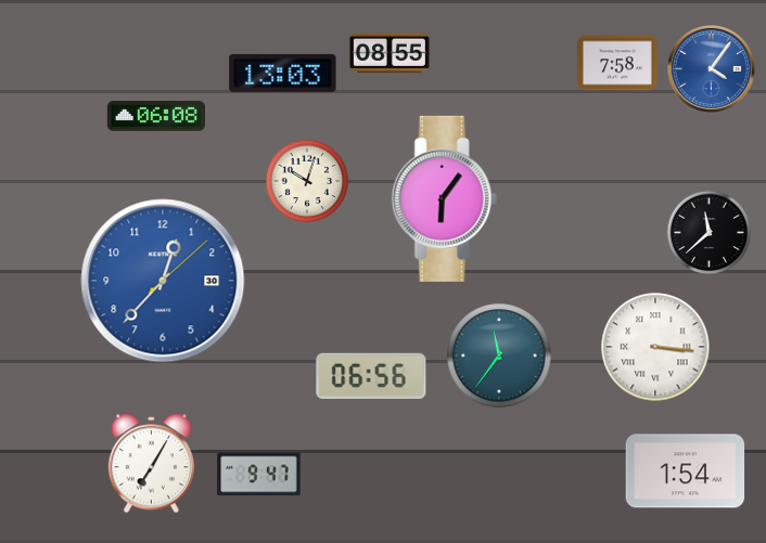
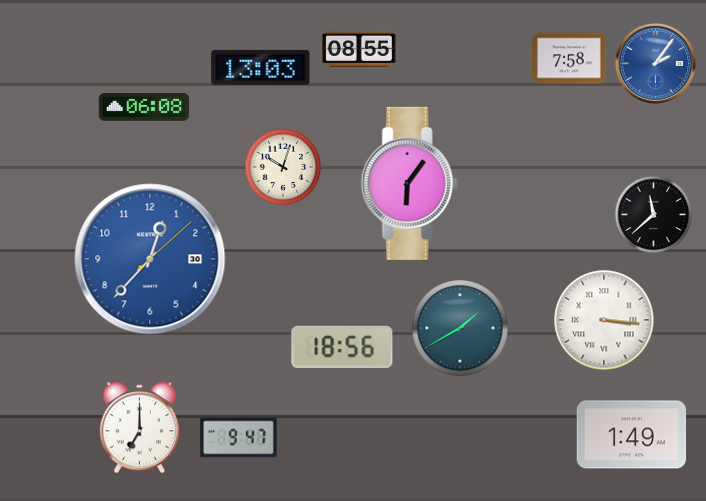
clock at (711, 68): 4:06 -> 2:06
clock at (499, 355): 11:36 -> 1:40
clock at (371, 375): 06:56 -> 18:56
clock at (151, 464): 7:05 -> 7:00
clock at (686, 471): 1:54 -> 1:49
